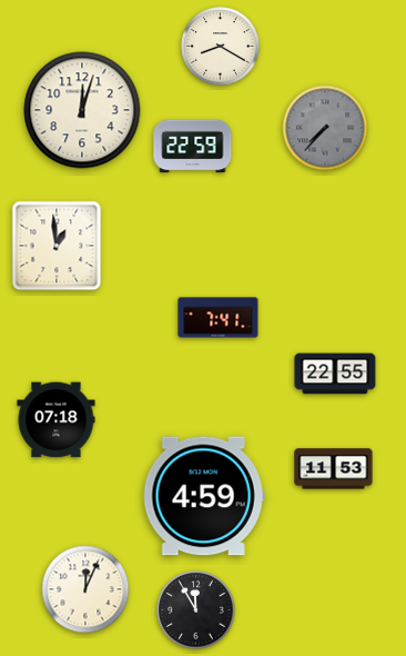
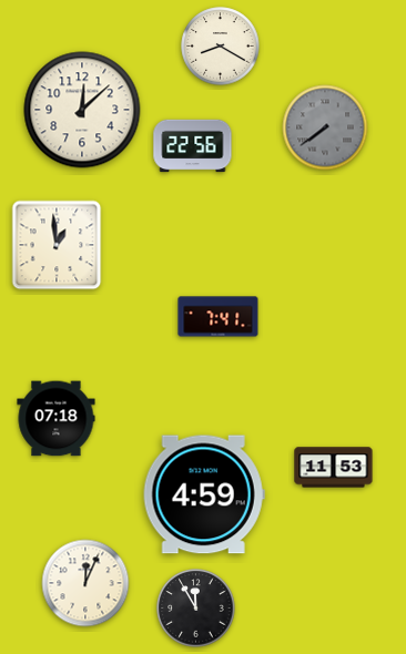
clock at (82, 110): 12:03 -> 12:08
clock at (325, 128): 7:37 -> 7:39
clock at (193, 147): 22:59 -> 22:56
clock at (335, 374): 22:55 -> none
clock at (85, 589) position: (85, 589) -> (85, 583)
